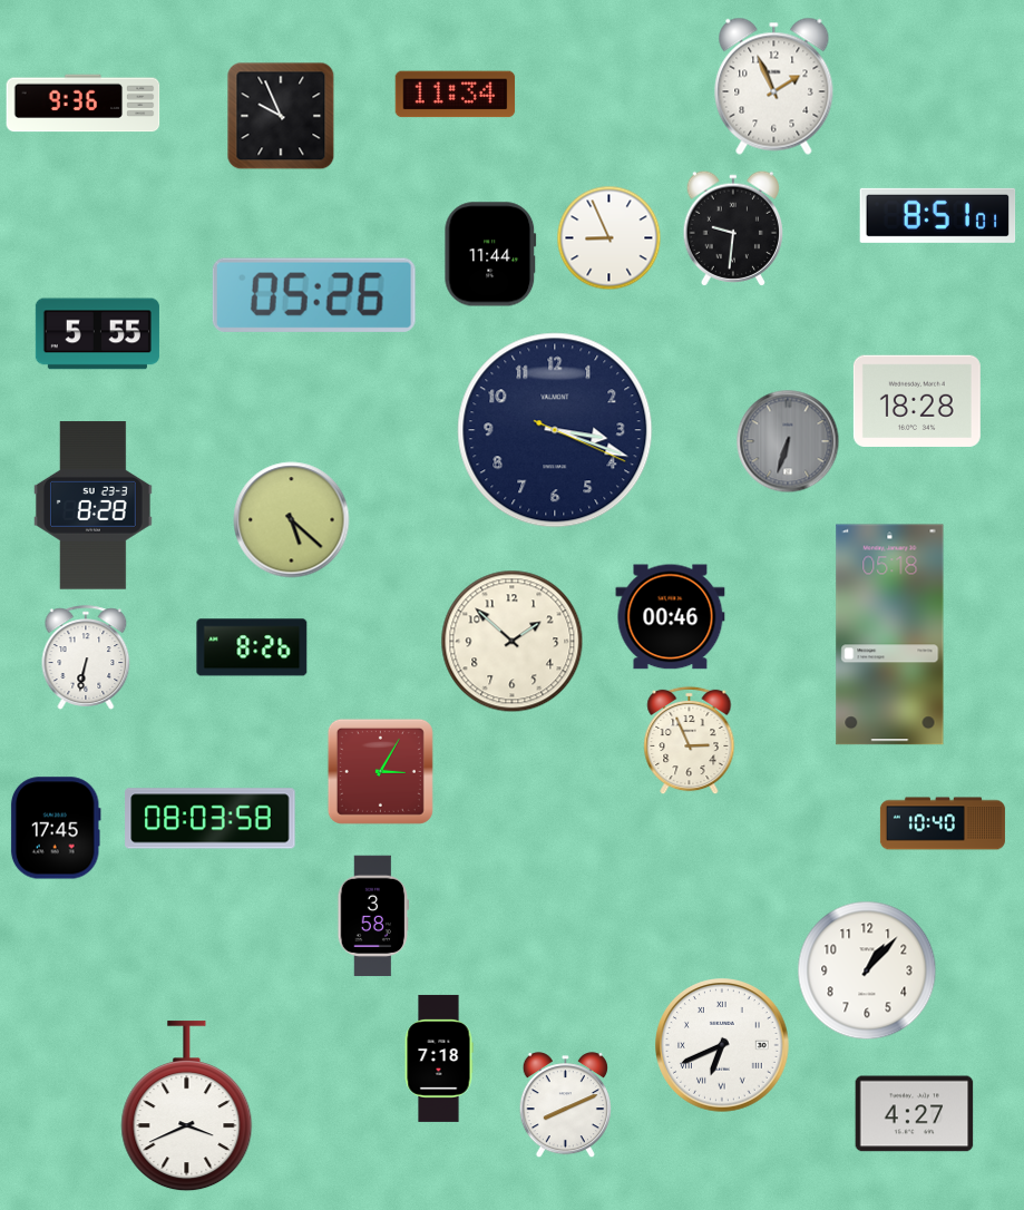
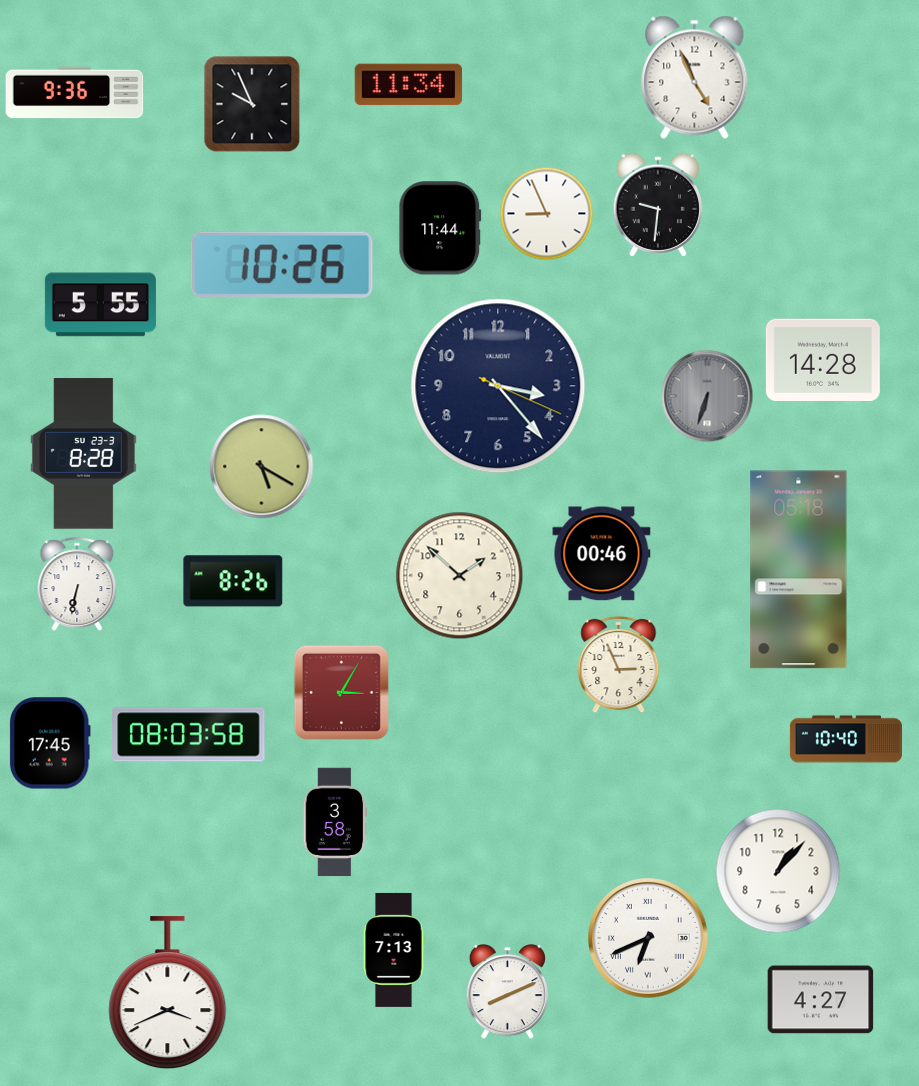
clock at (774, 86): 1:56 -> 4:56
clock at (938, 215): 8:51 -> none
clock at (314, 295): 05:26 -> 10:26
clock at (97, 334) position: (97, 334) -> (100, 305)
clock at (917, 400): 18:28 -> 14:28
clock at (555, 430): 3:18 -> 3:23
clock at (292, 520): 5:22 -> 5:20
clock at (252, 647) position: (252, 647) -> (233, 581)
clock at (86, 657) position: (86, 657) -> (77, 584)
clock at (439, 1058): 7:18 -> 7:13
